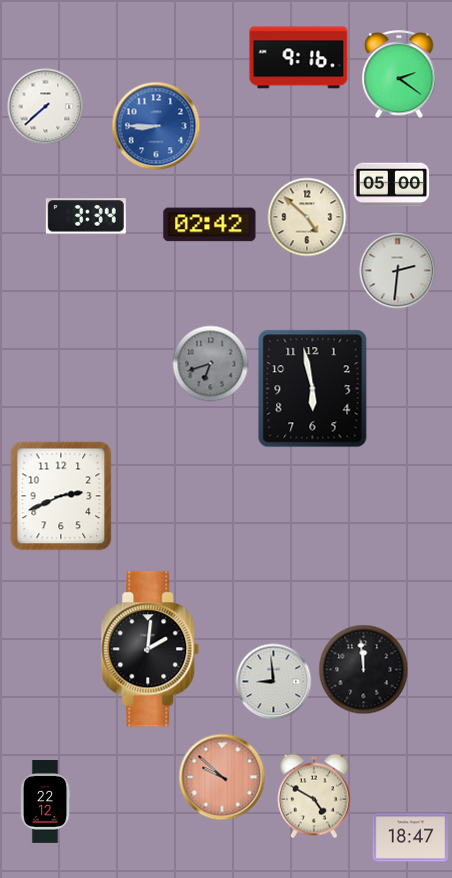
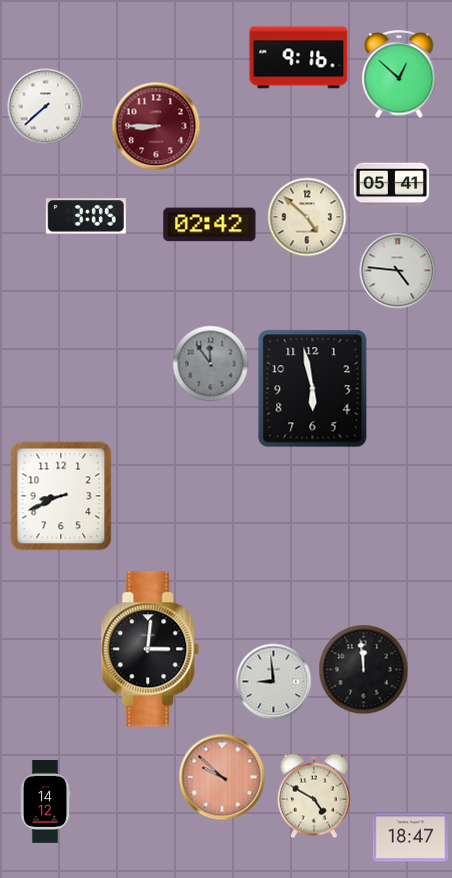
clock at (399, 75): 2:21 -> 12:52
clock at (156, 126) dial: blue -> burgundy
clock at (392, 185): 05:00 -> 05:41
clock at (86, 216): 3:34 -> 3:05
clock at (398, 271): 2:31 -> 4:46
clock at (211, 364): 6:42 -> 11:54
clock at (61, 496): 2:41 -> 8:41
clock at (150, 649): 2:01 -> 3:01
clock at (45, 802): 22:12 -> 14:12
